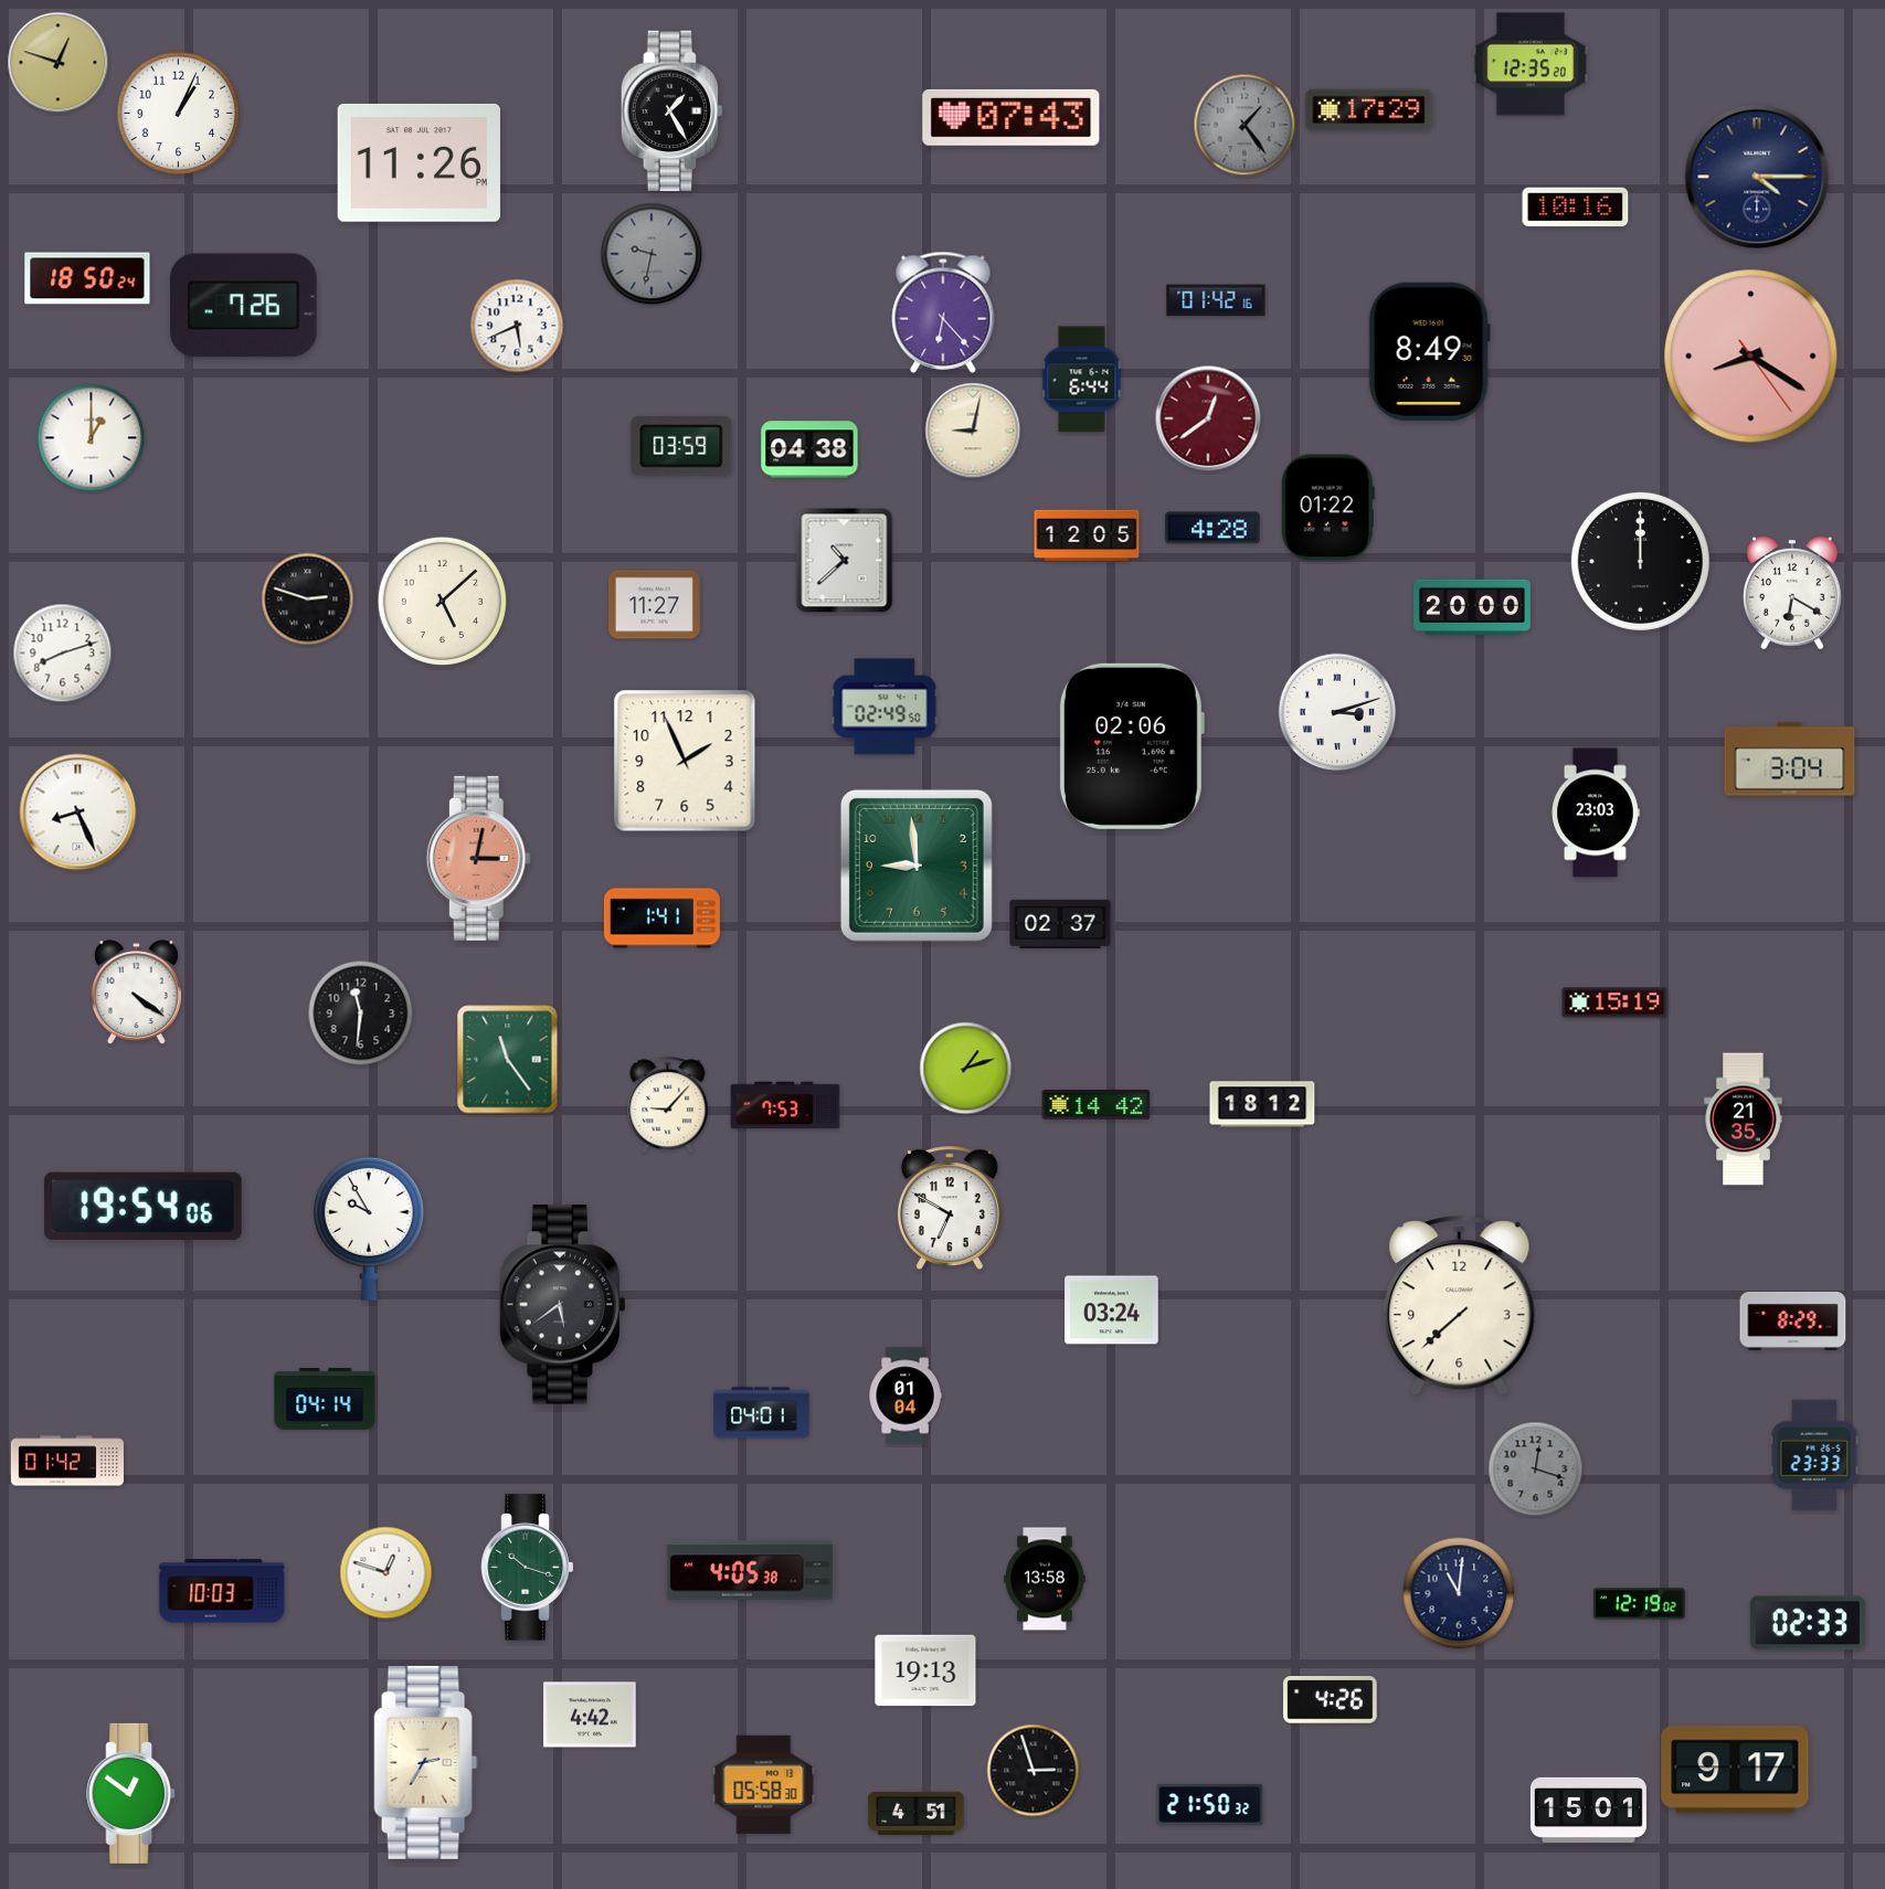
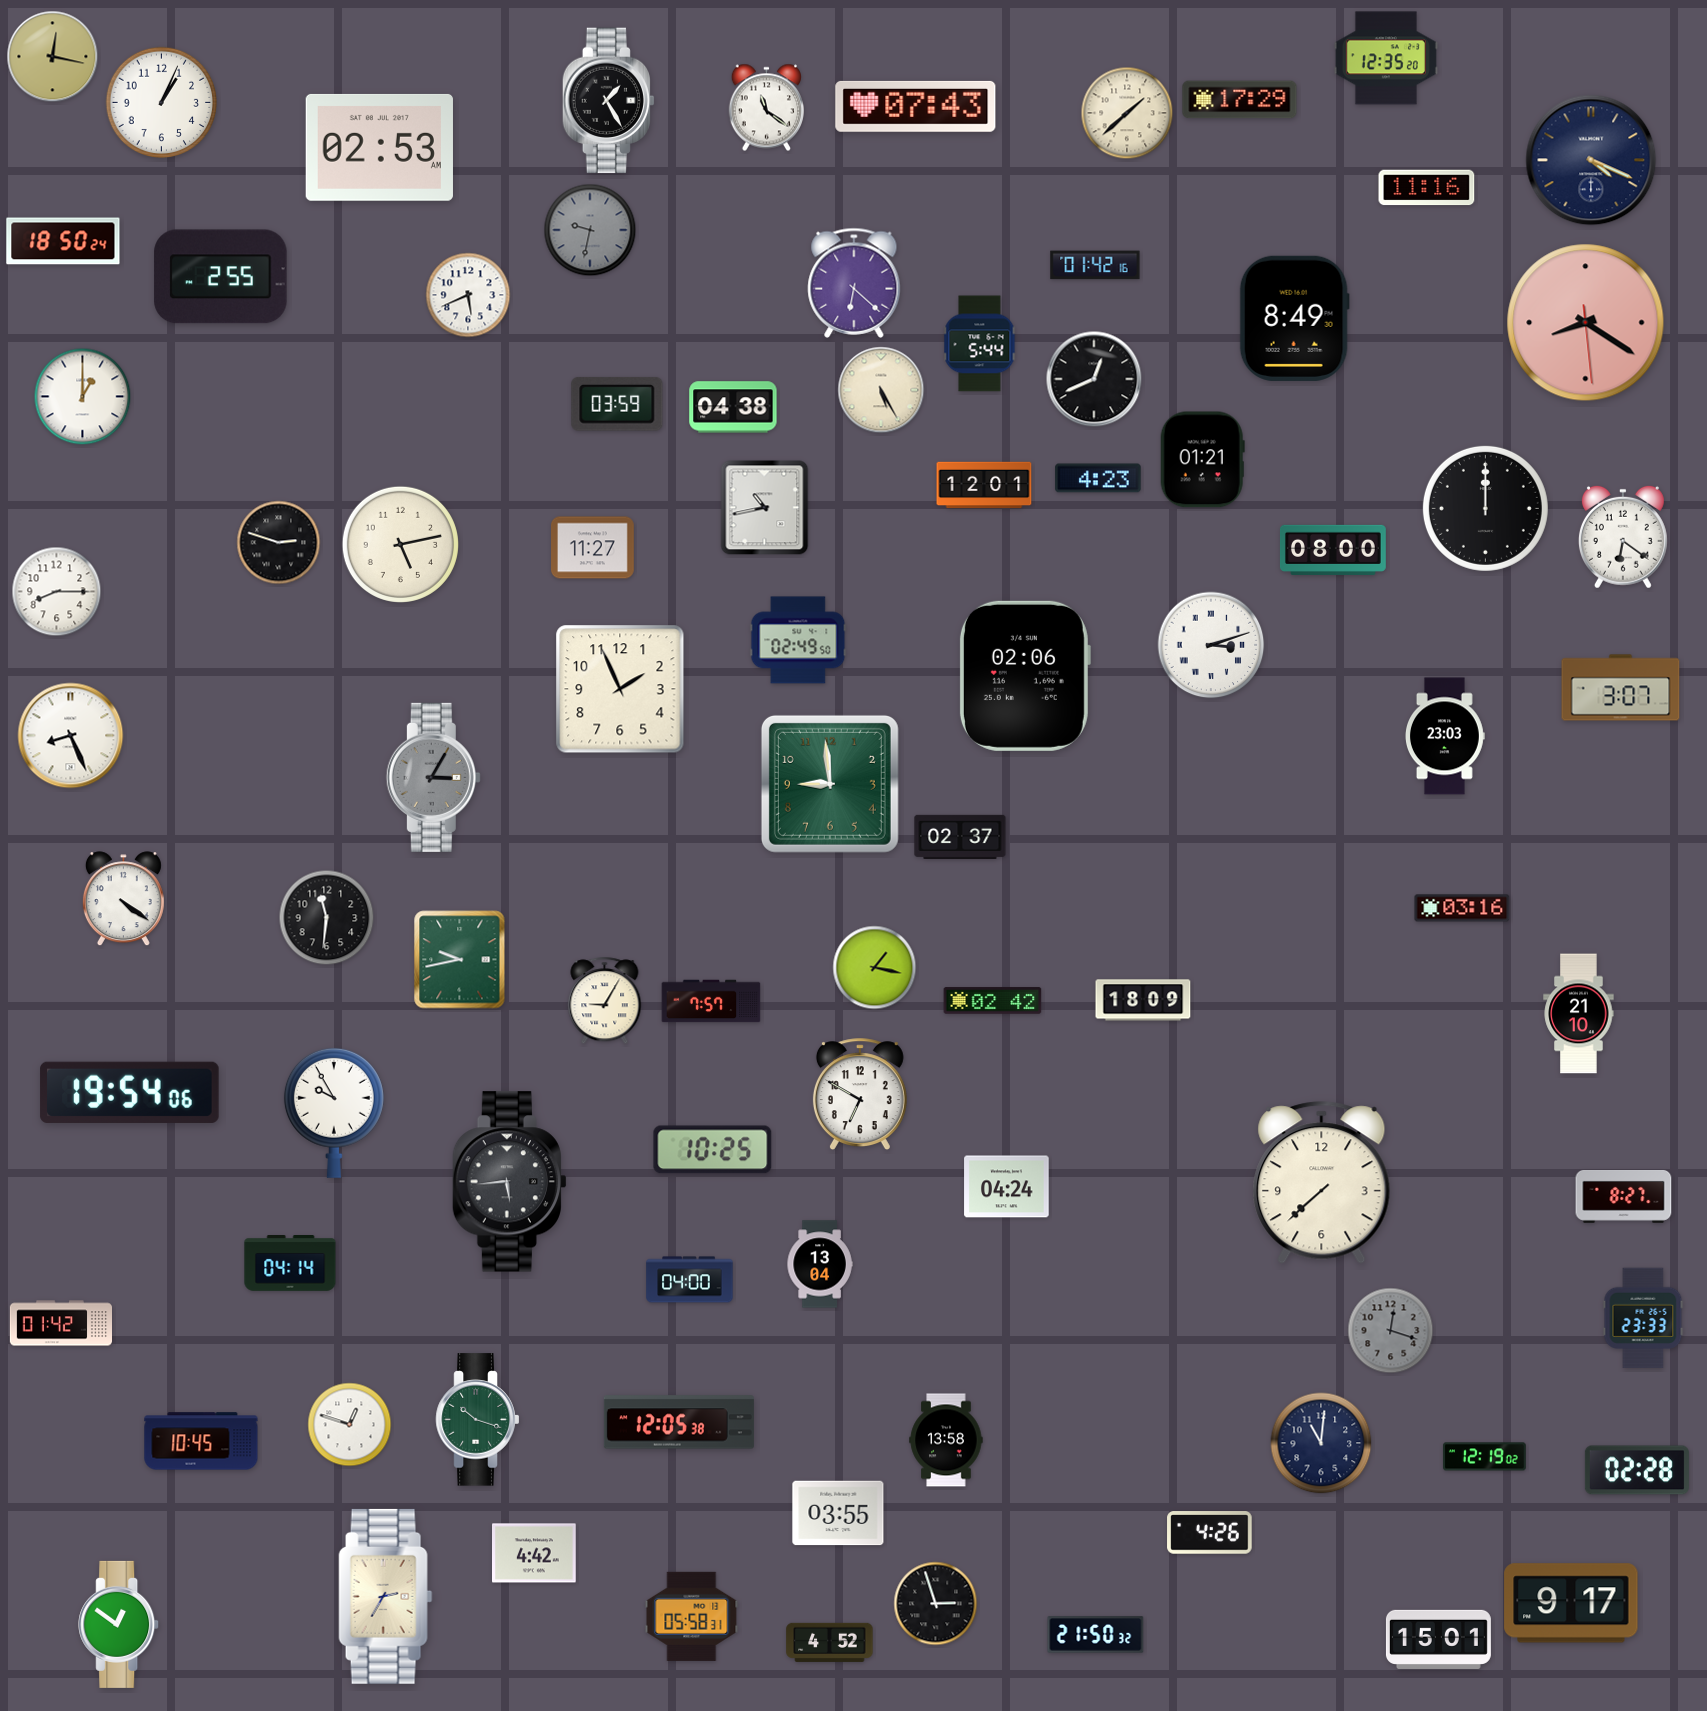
clock at (59, 63): 12:48 -> 12:17
clock at (766, 108): none -> 11:21
clock at (1245, 125): 1:24 -> 1:38
clock at (1245, 125) dial: grey -> cream
clock at (419, 162): 11:26 -> 02:53
clock at (1757, 177): 4:15 -> 4:19
clock at (1576, 208): 10:16 -> 11:16
clock at (87, 278) position: (87, 278) -> (63, 241)
clock at (1216, 300) position: (1216, 300) -> (1095, 265)
clock at (244, 306): 7:26 -> 2:55
clock at (943, 312): 6:23 -> 6:22
clock at (1751, 357): 8:20:24 -> 8:20:29
clock at (1082, 380): 6:44 -> 5:44
clock at (1208, 418): 12:39 -> 12:41
clock at (1208, 418) dial: burgundy -> black
clock at (973, 431): 9:02 -> 5:25
clock at (1327, 508): 01:22 -> 01:21
clock at (1212, 528): 4:28 -> 4:23
clock at (1087, 535): 12:05 -> 12:01
clock at (845, 561): 10:38 -> 10:43
clock at (1792, 593): 6:20 -> 6:21
clock at (442, 601): 5:08 -> 5:13
clock at (1472, 607): 20:00 -> 08:00
clock at (63, 654): 8:12 -> 8:15
clock at (885, 707) position: (885, 707) -> (798, 640)
clock at (1790, 760): 3:04 -> 3:07
clock at (478, 858): 3:02 -> 3:05
clock at (478, 858) dial: salmon -> grey
clock at (661, 919): 1:41 -> none
clock at (1614, 1002): 15:19 -> 03:16
clock at (508, 1060): 11:24 -> 9:43
clock at (966, 1069): 1:12 -> 1:17
clock at (1262, 1104): 18:12 -> 18:09
clock at (668, 1105): 9:07 -> 9:05
clock at (785, 1105): 7:53 -> 7:57
clock at (1097, 1105): 14:42 -> 02:42
clock at (1744, 1119): 21:35 -> 21:10
clock at (713, 1150): none -> 10:25
clock at (562, 1305): 5:39 -> 5:44
clock at (1112, 1310): 03:24 -> 04:24
clock at (1793, 1320): 8:29 -> 8:27
clock at (906, 1395): 01:04 -> 13:04
clock at (325, 1400) position: (325, 1400) -> (290, 1264)
clock at (762, 1413): 04:01 -> 04:00
clock at (750, 1570): 4:05 -> 12:05
clock at (1045, 1579) position: (1045, 1579) -> (946, 1440)
clock at (222, 1591): 10:03 -> 10:45
clock at (1639, 1604) position: (1639, 1604) -> (1484, 1457)
clock at (1808, 1623): 02:33 -> 02:28
clock at (925, 1670): 19:13 -> 03:55
clock at (1331, 1700) position: (1331, 1700) -> (1210, 1533)
clock at (764, 1784): 05:58:30 -> 05:58:31
clock at (917, 1813): 4:51 -> 4:52
